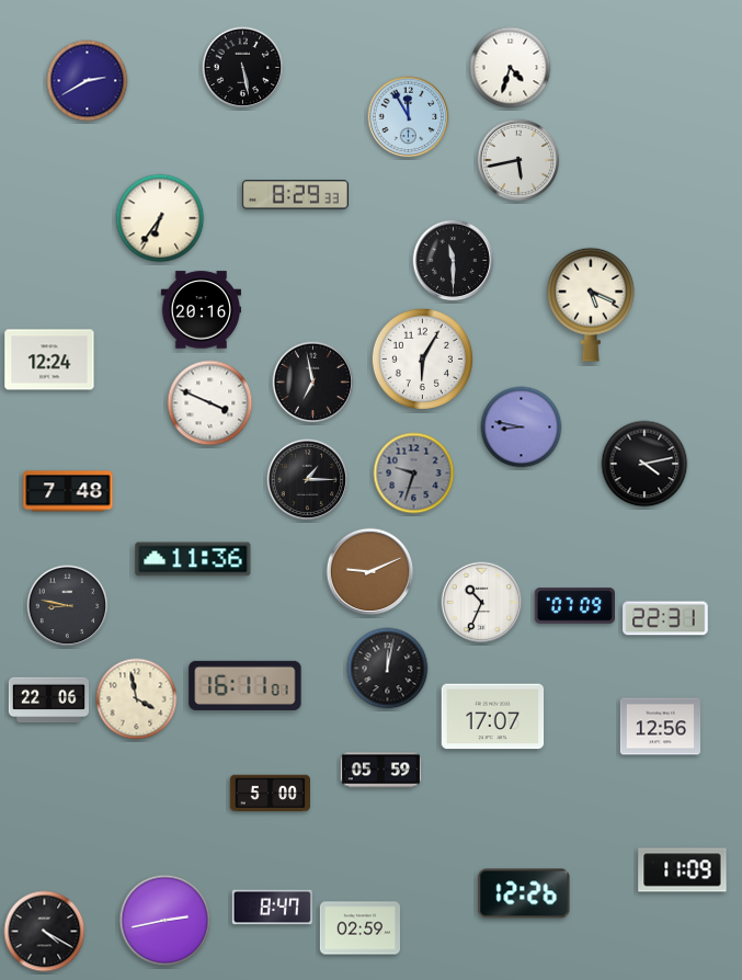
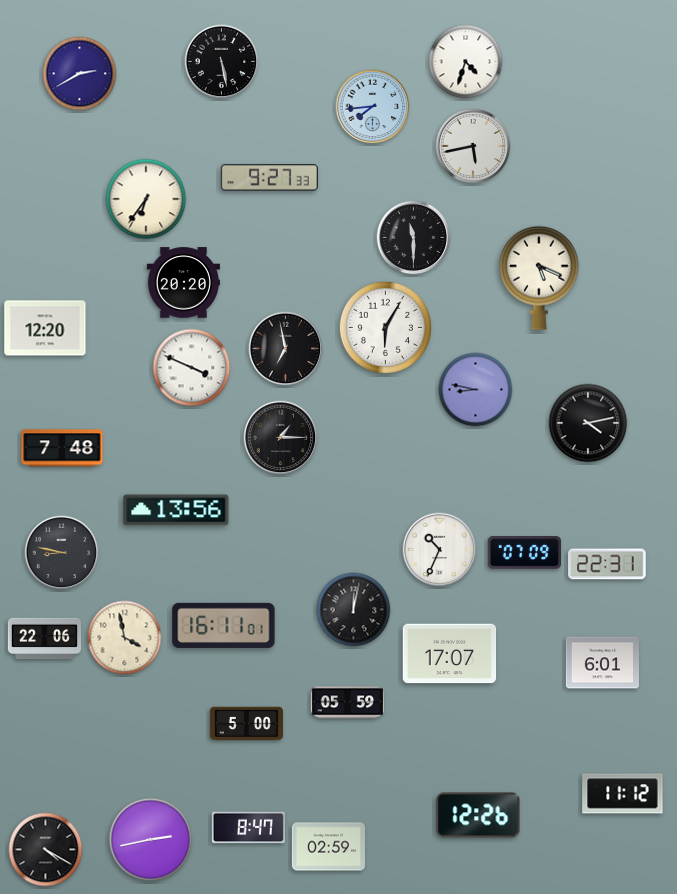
clock at (409, 117): 11:55 -> 7:44
clock at (295, 195): 8:29 -> 9:27
clock at (201, 310): 20:16 -> 20:20
clock at (49, 360): 12:24 -> 12:20
clock at (414, 474): 9:33 -> none
clock at (193, 559): 11:36 -> 13:56
clock at (370, 572): 9:11 -> none
clock at (660, 727): 12:56 -> 6:01
clock at (683, 870): 11:09 -> 11:12
clock at (45, 932) position: (45, 932) -> (46, 850)
